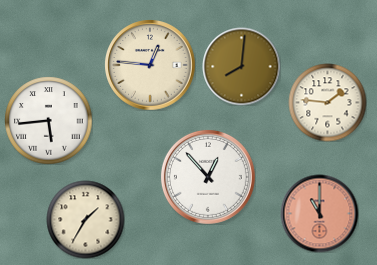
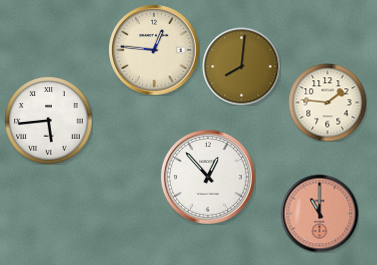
clock at (150, 65) position: (150, 65) -> (154, 50)
clock at (85, 219): 1:35 -> none
